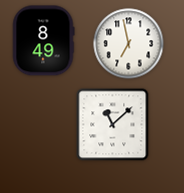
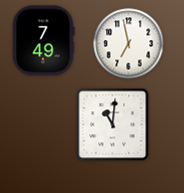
clock at (43, 41): 8:49 -> 7:49
clock at (113, 125): 11:08 -> 11:01
